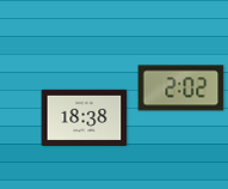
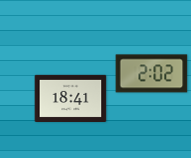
clock at (85, 117): 18:38 -> 18:41
